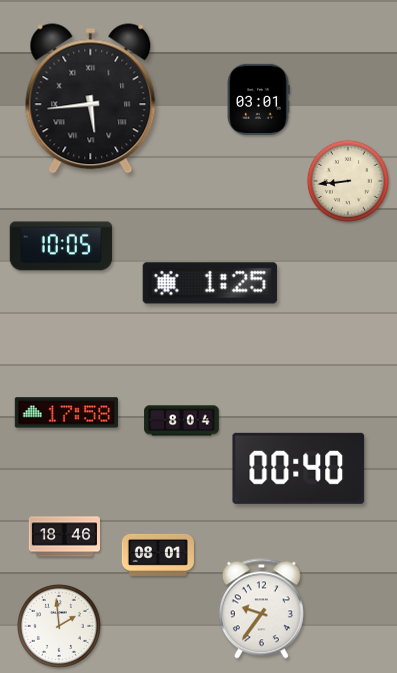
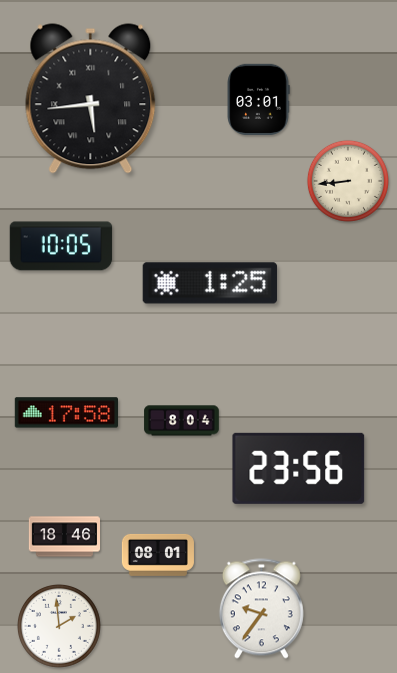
clock at (299, 468): 00:40 -> 23:56
